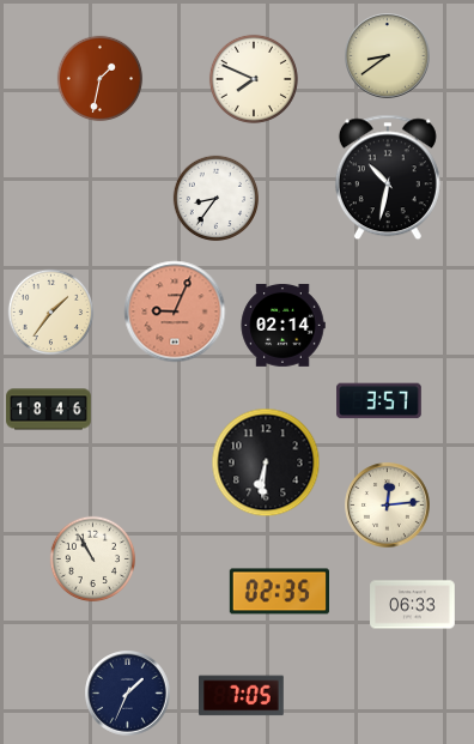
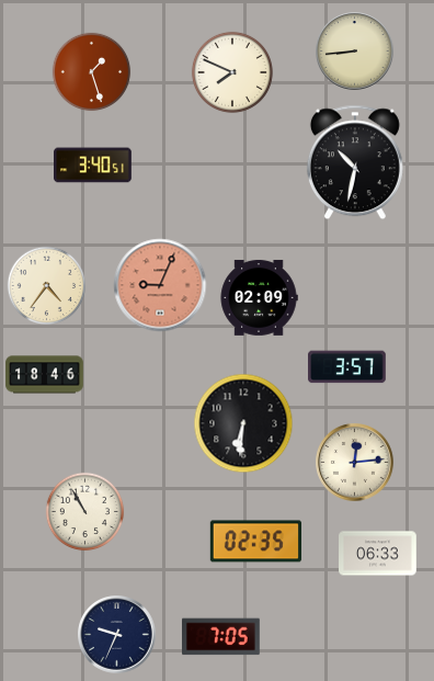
clock at (388, 56): 8:39 -> 8:44
clock at (101, 79): 1:32 -> 1:27
clock at (93, 166): none -> 3:40
clock at (217, 199): 8:36 -> none
clock at (51, 313): 1:36 -> 4:36
clock at (282, 326): 02:14 -> 02:09
clock at (128, 694): 1:34 -> 9:34
